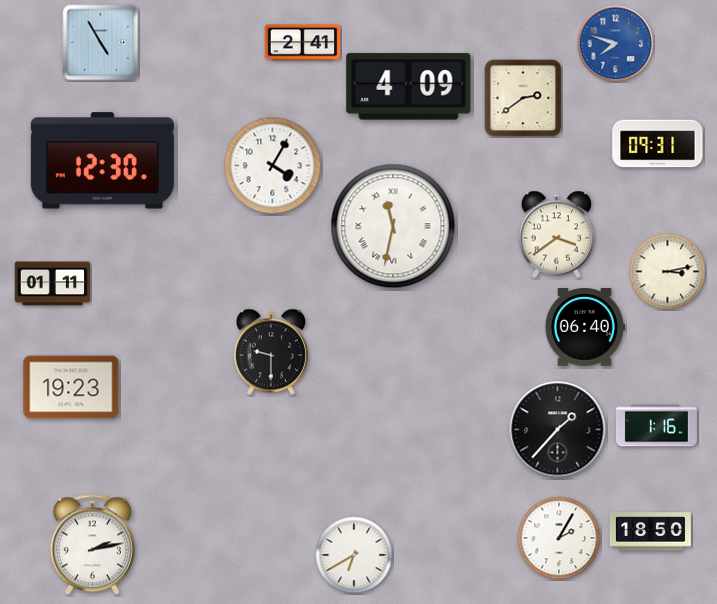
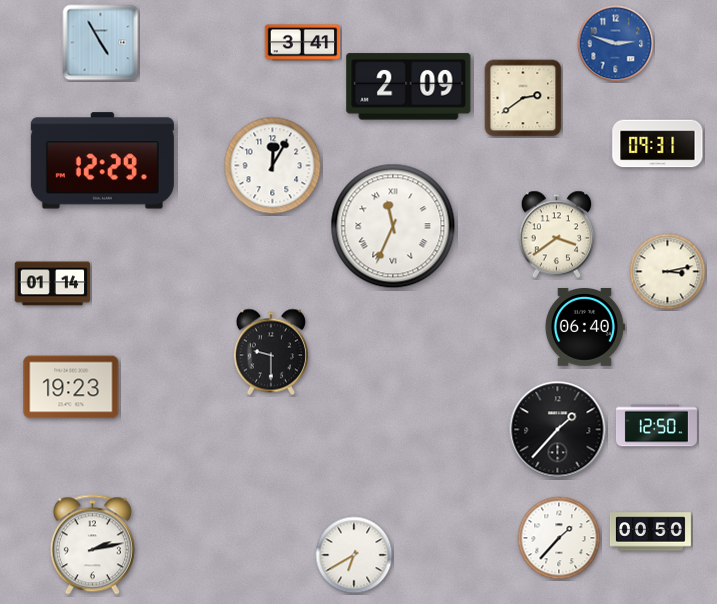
clock at (303, 43): 2:41 -> 3:41
clock at (616, 44): 7:48 -> 2:48
clock at (409, 87): 4:09 -> 2:09
clock at (102, 161): 12:30 -> 12:29
clock at (273, 166): 4:05 -> 12:05
clock at (393, 226): 11:32 -> 11:34
clock at (53, 284): 01:11 -> 01:14
clock at (656, 426): 1:16 -> 12:50
clock at (650, 532): 18:50 -> 00:50
clock at (559, 538): 2:05 -> 1:37
